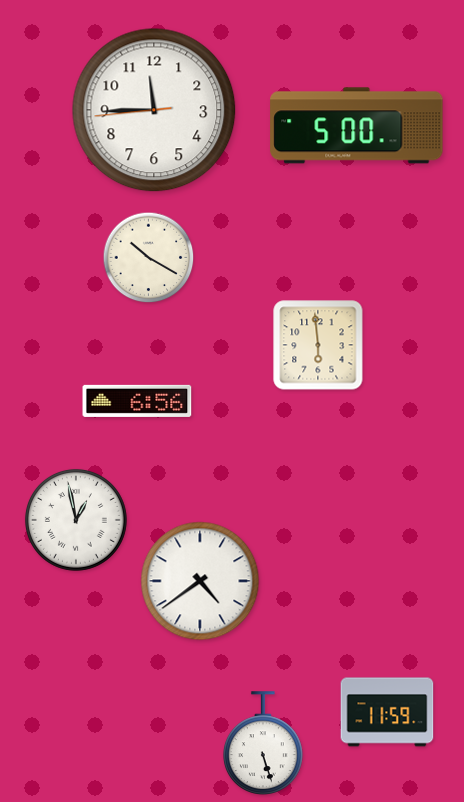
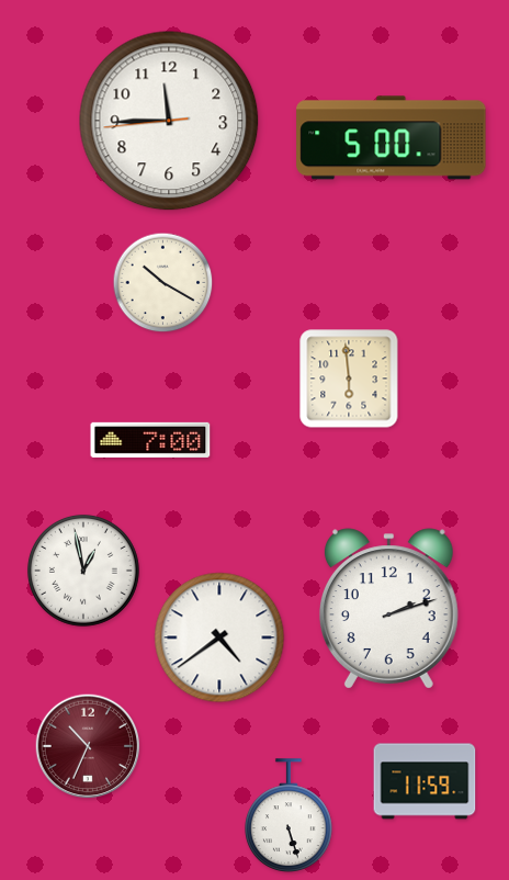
clock at (137, 401): 6:56 -> 7:00
clock at (388, 609): none -> 2:12
clock at (88, 746): none -> 10:34
